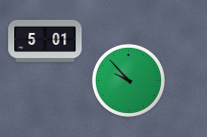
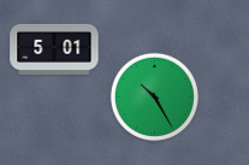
clock at (128, 80): 9:53 -> 10:25
